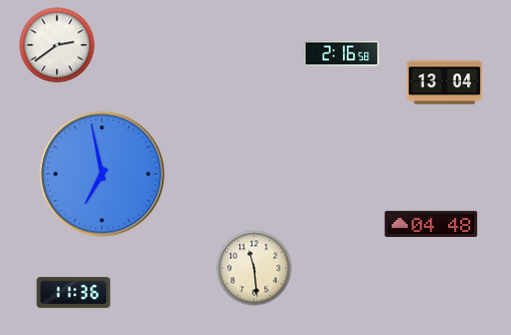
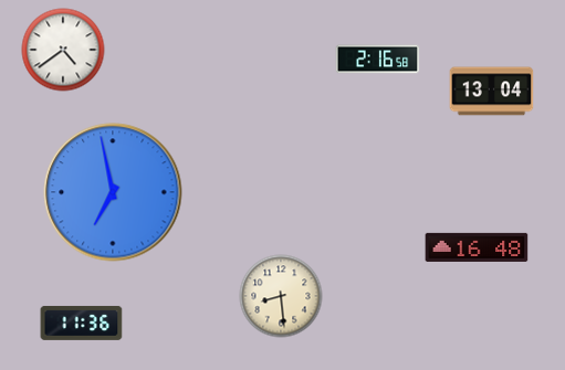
clock at (57, 45): 2:39 -> 4:39
clock at (431, 224): 04:48 -> 16:48
clock at (254, 268): 11:29 -> 8:29
